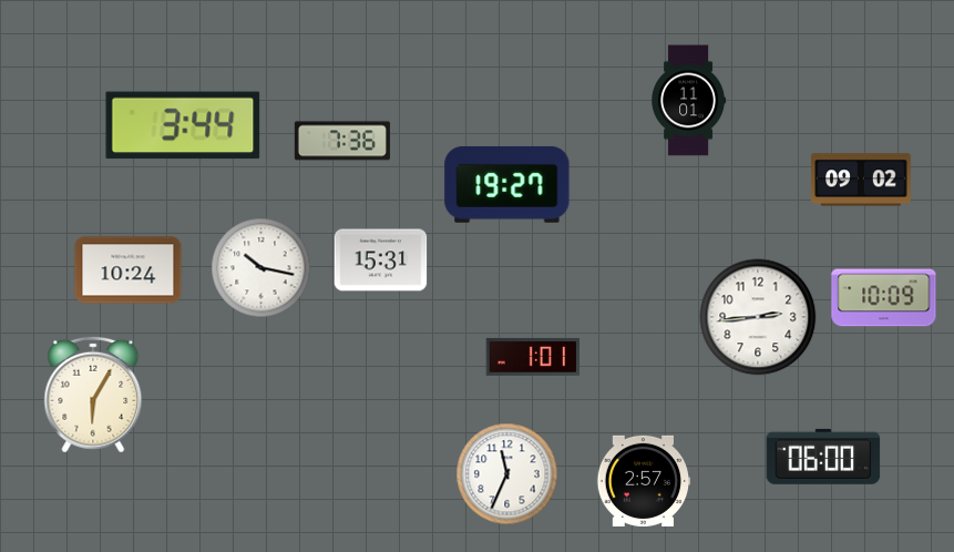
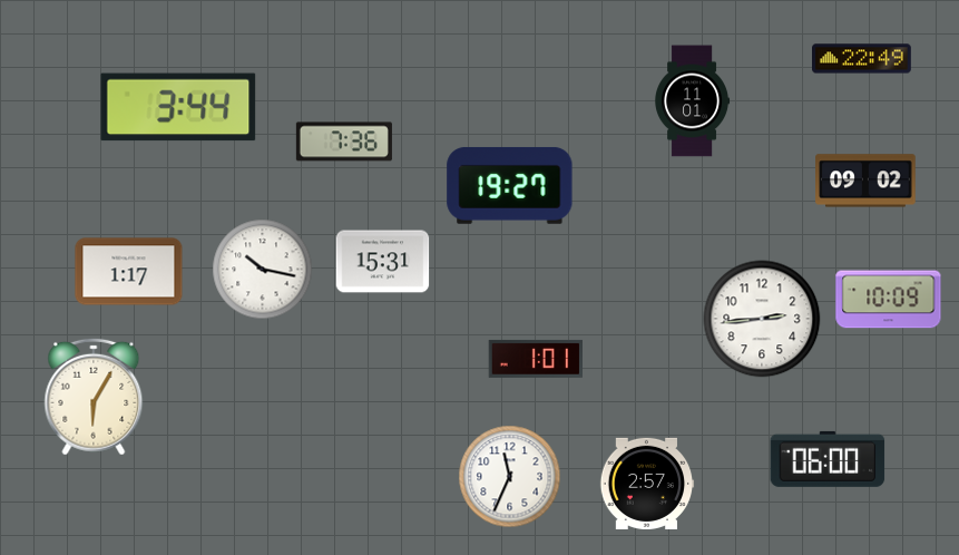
clock at (862, 59): none -> 22:49
clock at (183, 125) position: (183, 125) -> (178, 107)
clock at (129, 270): 10:24 -> 1:17
